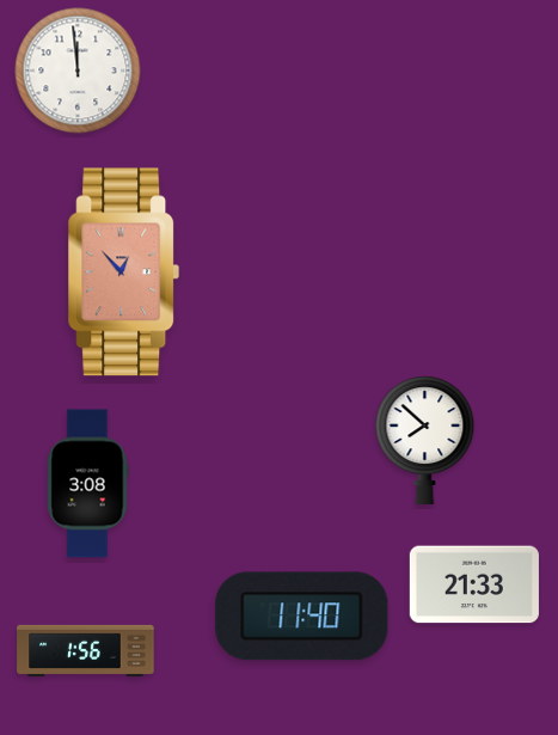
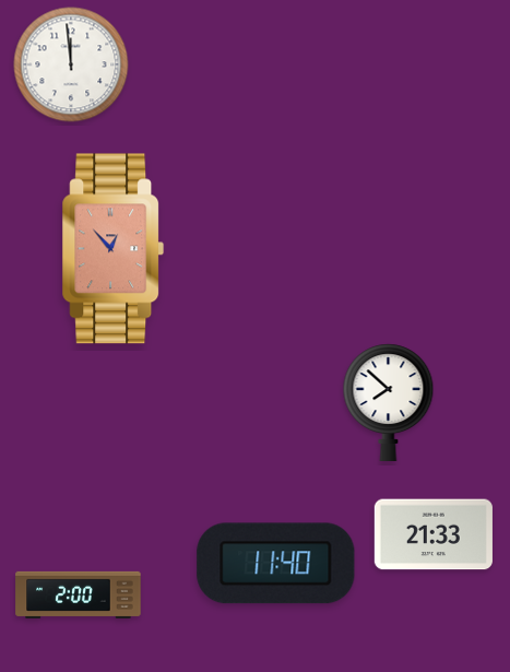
clock at (87, 484): 3:08 -> none
clock at (86, 650): 1:56 -> 2:00
